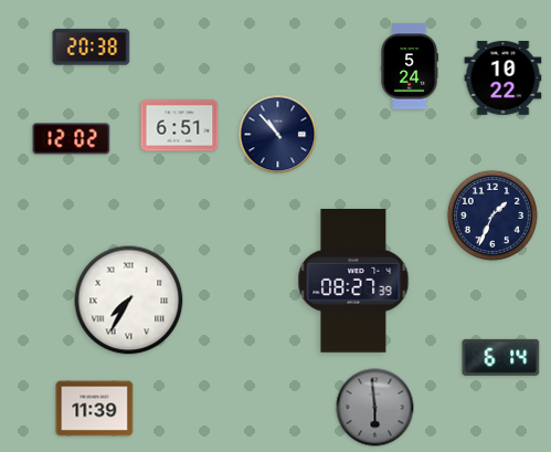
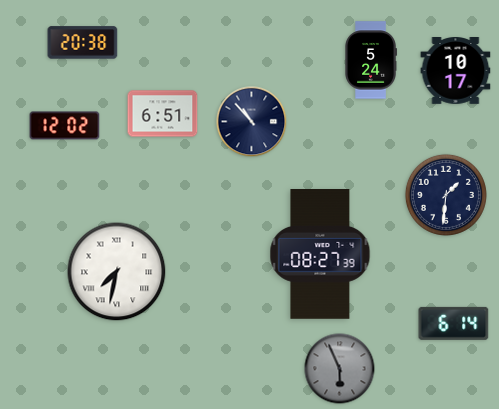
clock at (504, 78): 10:22 -> 10:17
clock at (492, 216): 1:34 -> 1:31
clock at (129, 301): 7:35 -> 7:32
clock at (375, 408): 5:59 -> 5:56
clock at (95, 409): 11:39 -> none
